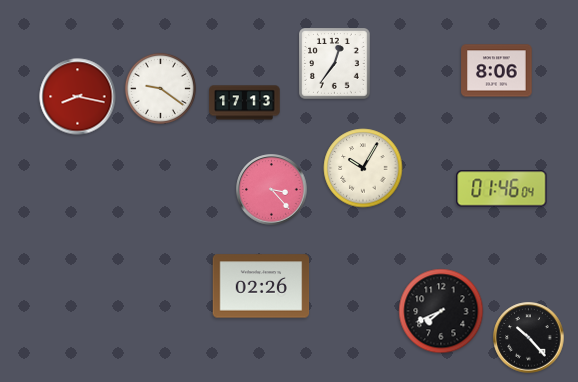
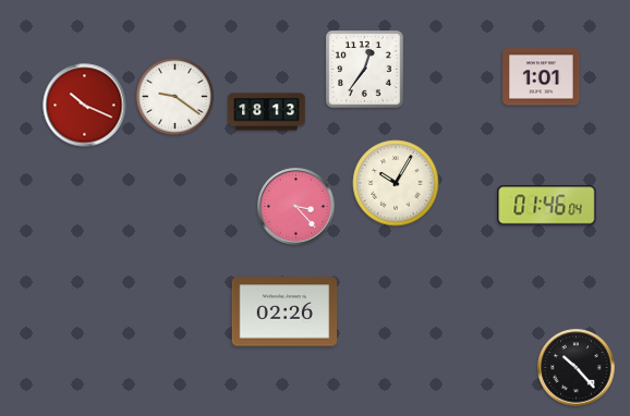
clock at (497, 71): 8:06 -> 1:01
clock at (78, 97): 8:17 -> 10:19
clock at (245, 103): 17:13 -> 18:13
clock at (441, 311): 7:41 -> none
